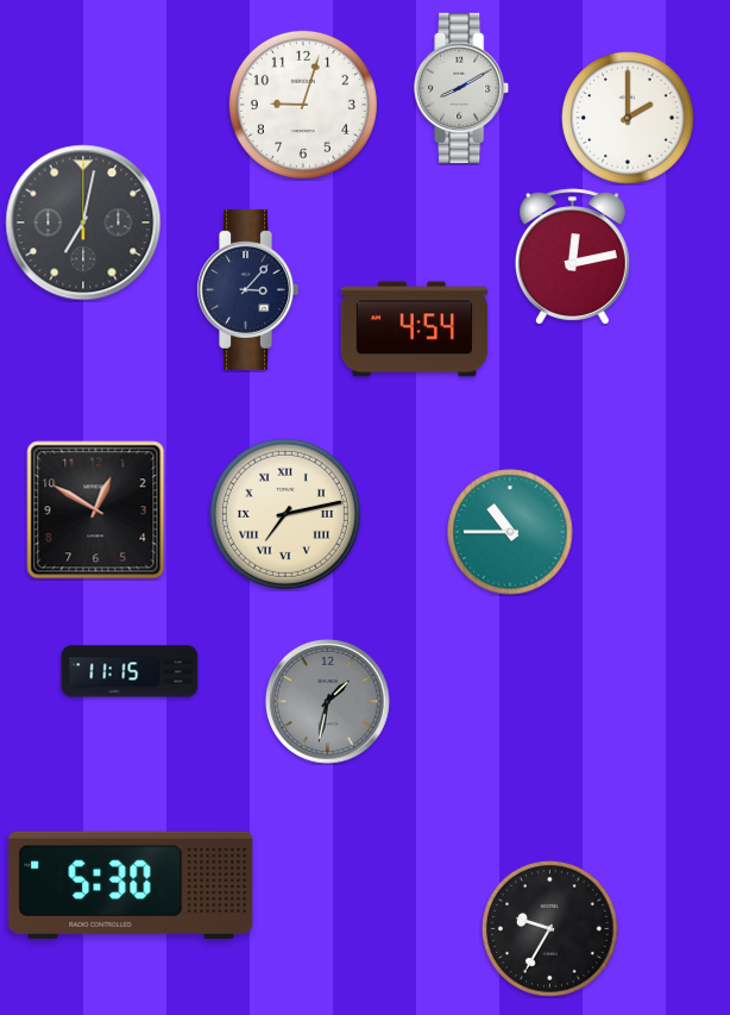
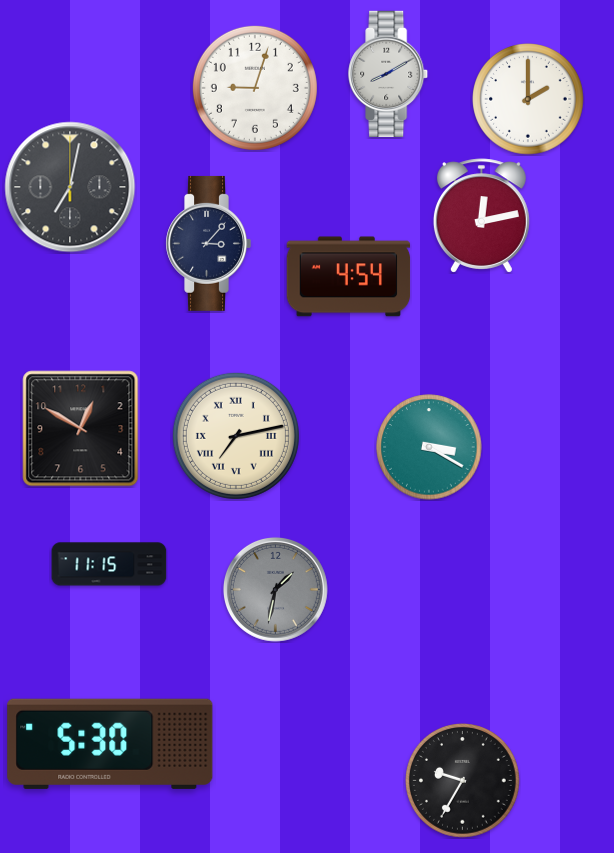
clock at (285, 514) position: (285, 514) -> (236, 436)
clock at (510, 532): 10:45 -> 3:20
